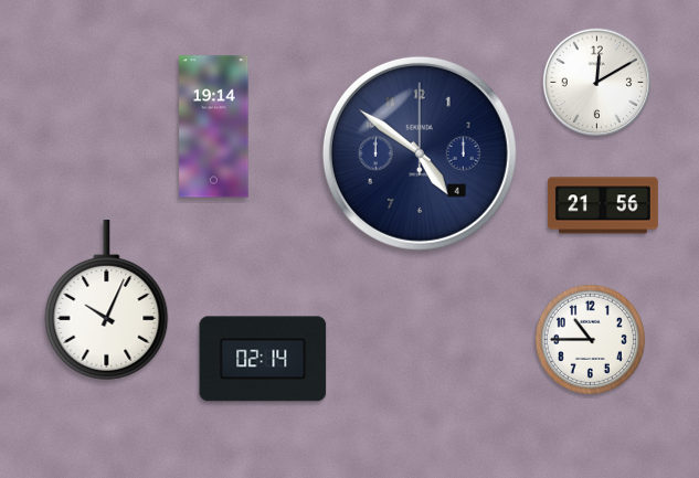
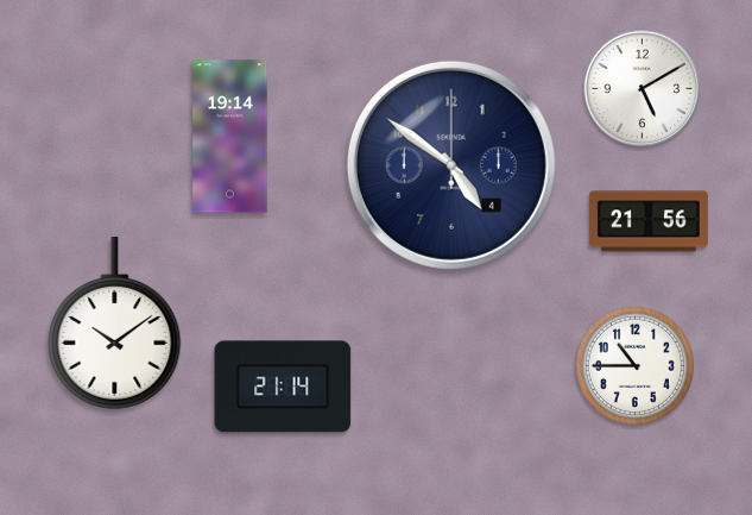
clock at (597, 83): 12:10 -> 5:10
clock at (107, 299): 10:04 -> 10:09
clock at (263, 359): 02:14 -> 21:14
